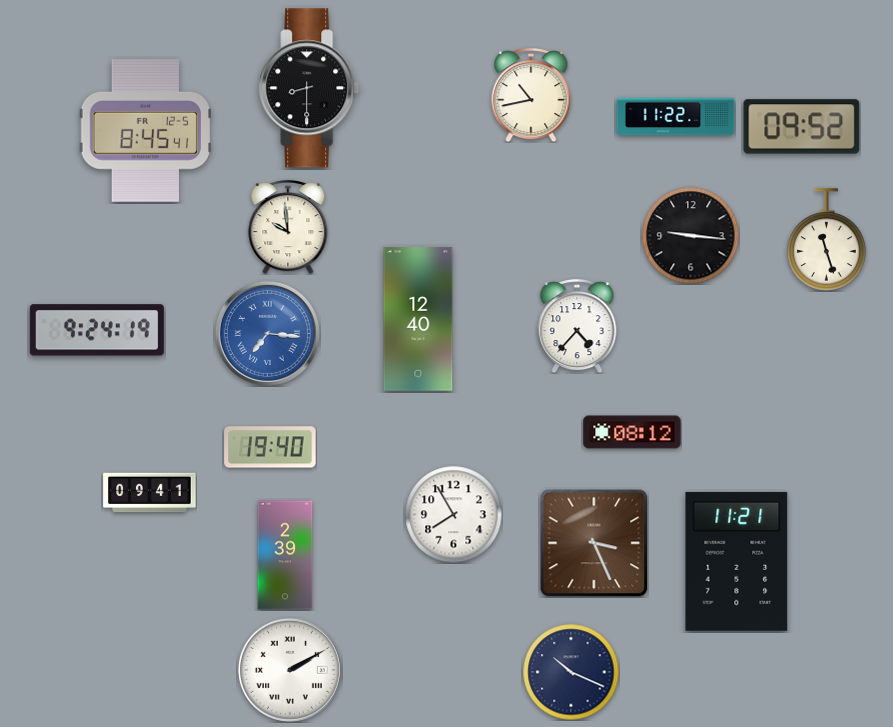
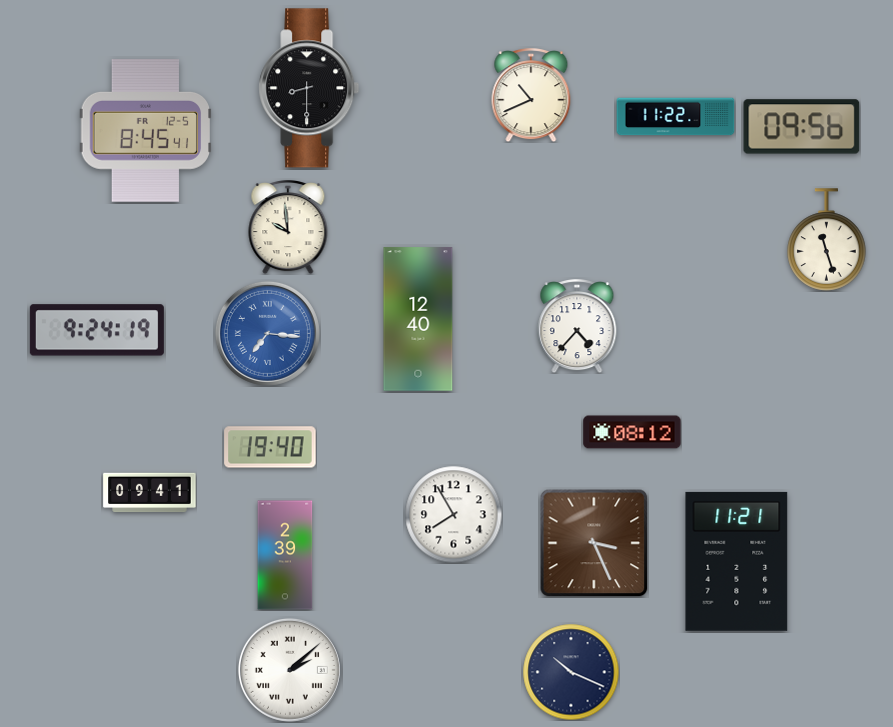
clock at (531, 96): 10:43 -> 10:41
clock at (802, 127): 09:52 -> 09:56
clock at (690, 235): 9:16 -> none
clock at (290, 670): 2:10 -> 2:08
